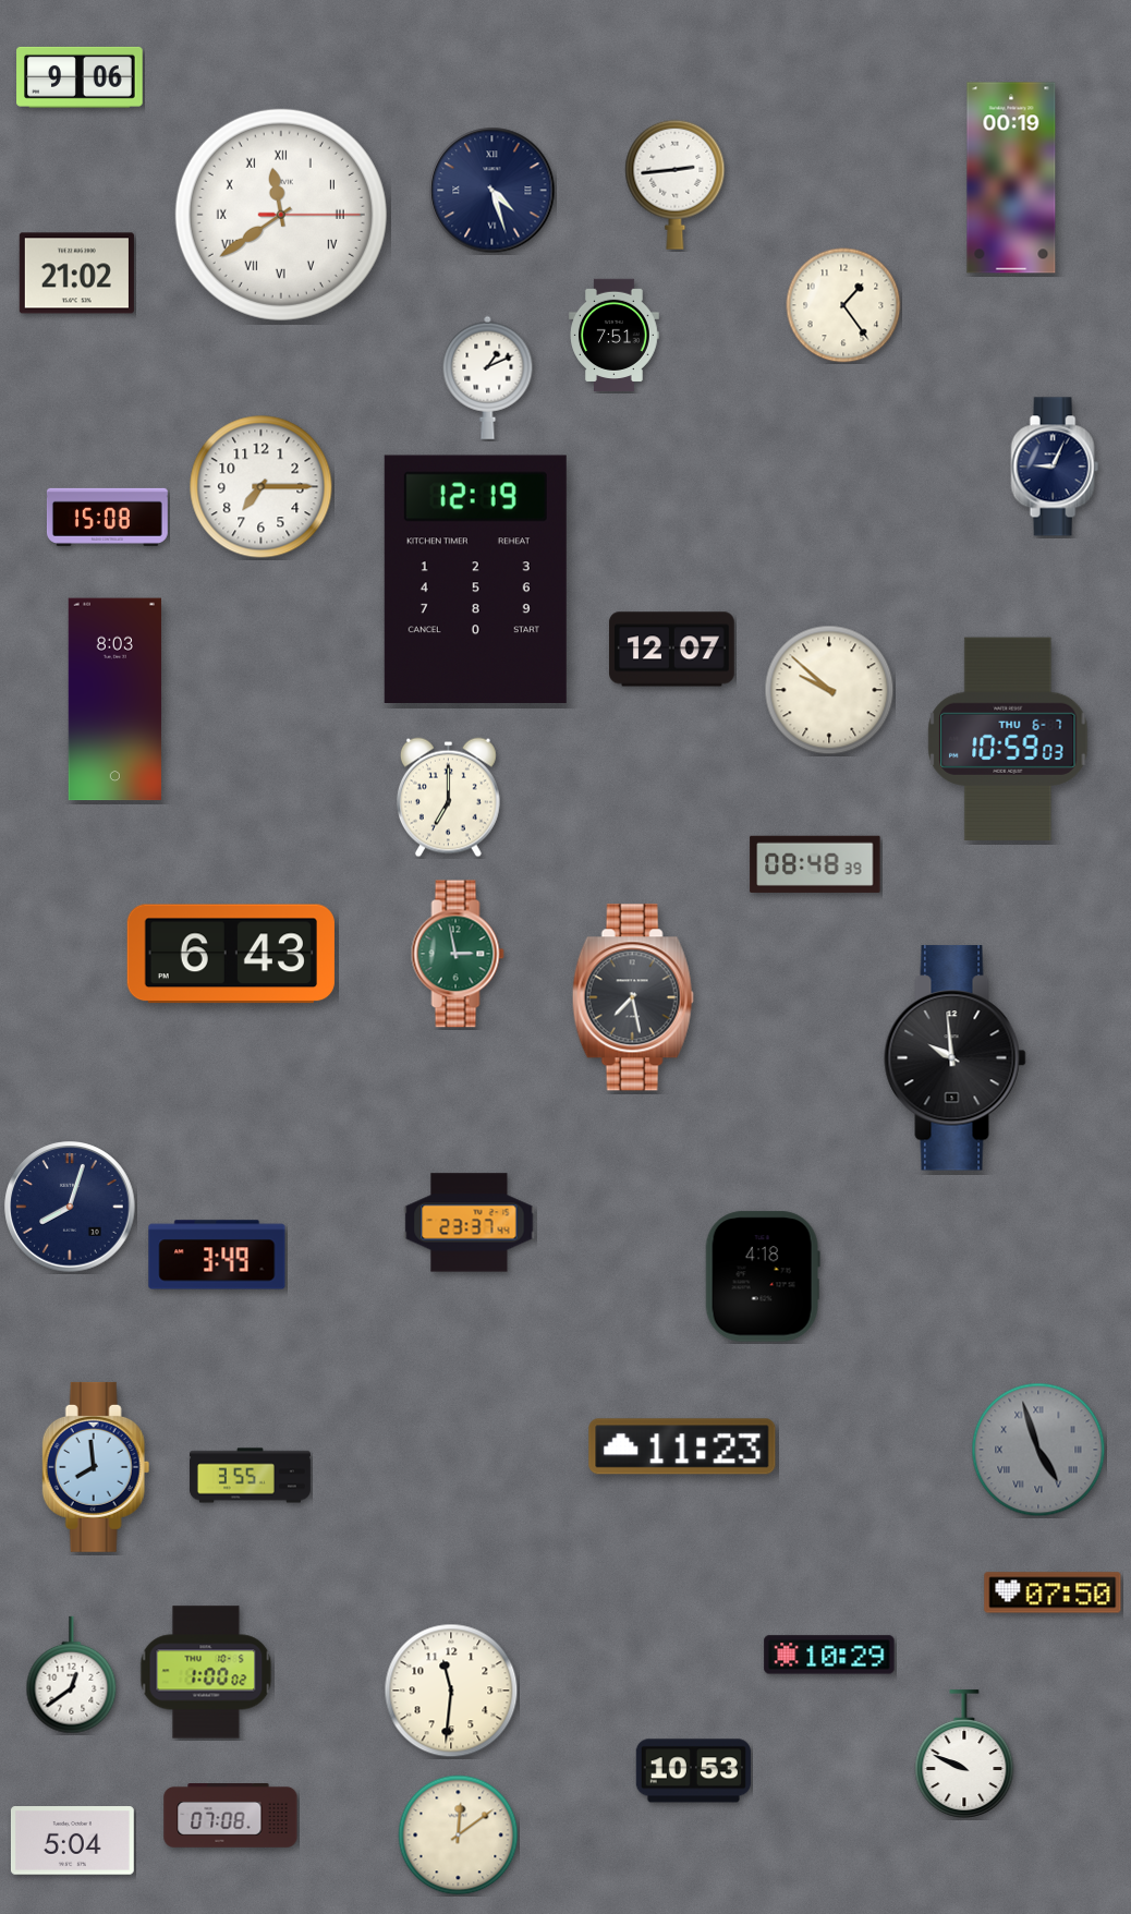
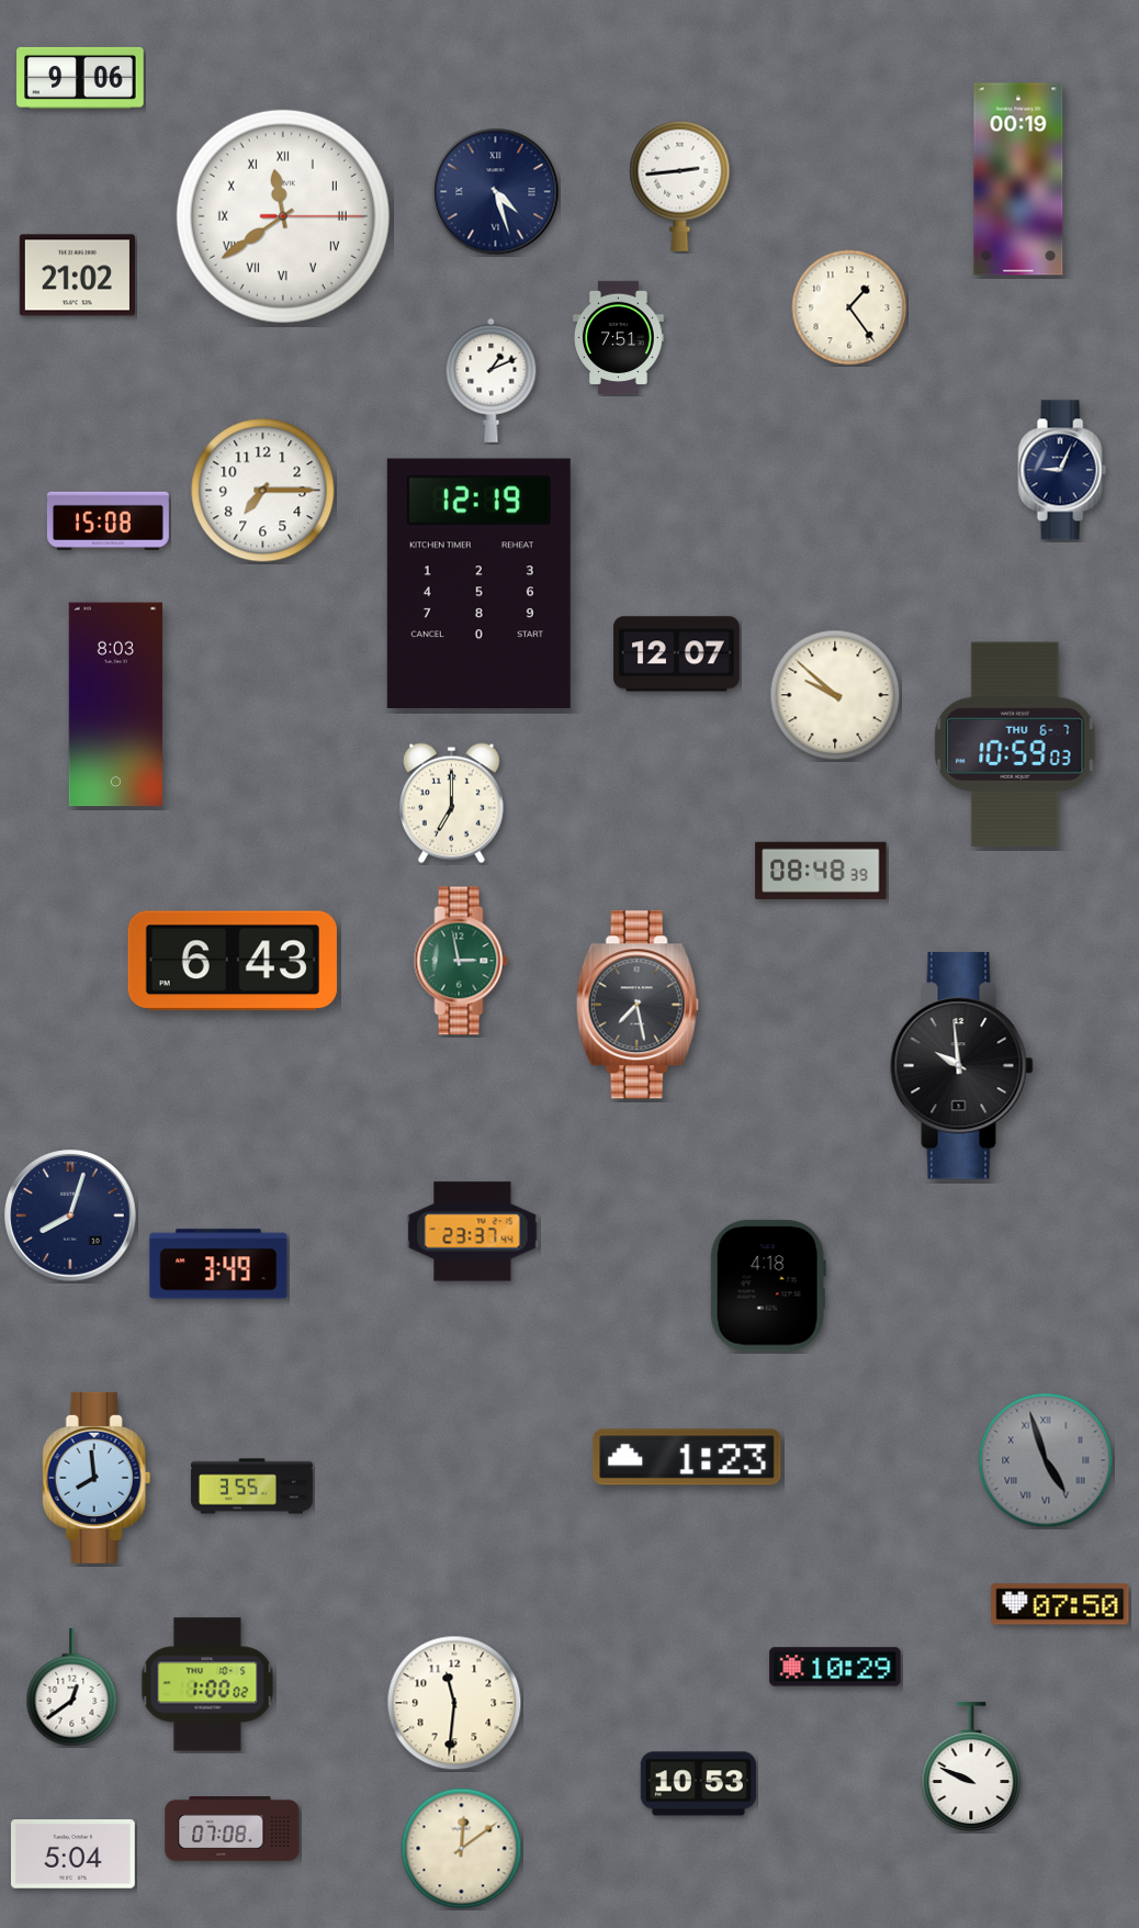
clock at (682, 1446): 11:23 -> 1:23
